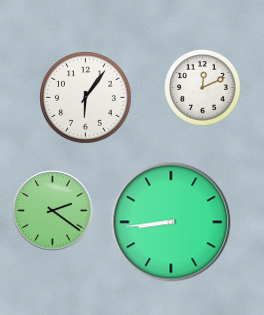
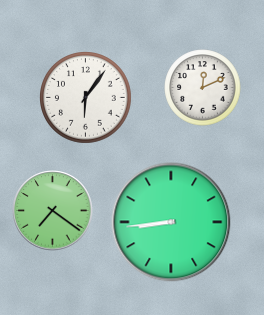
clock at (53, 211): 2:21 -> 7:21
